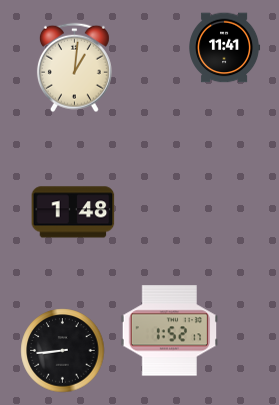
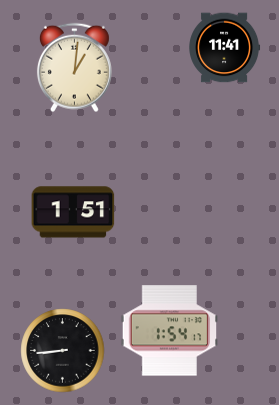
clock at (73, 212): 1:48 -> 1:51
clock at (169, 331): 1:52 -> 1:54
